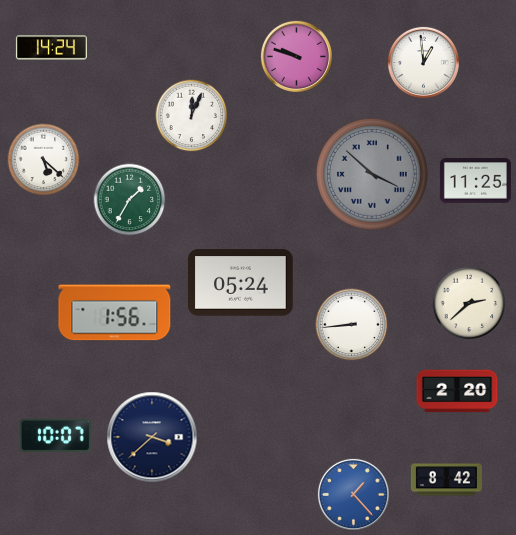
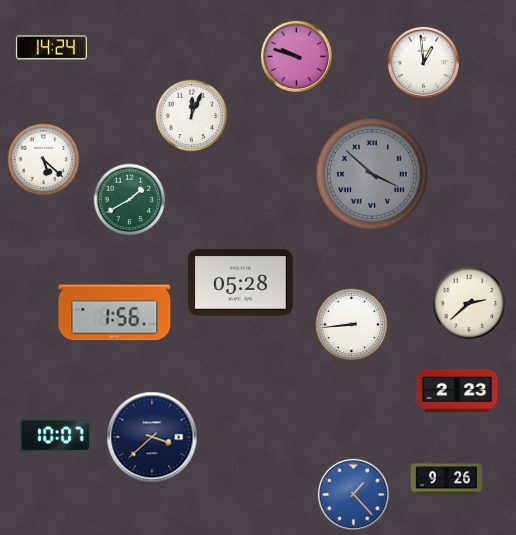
clock at (475, 181): 11:25 -> none
clock at (130, 200): 1:35 -> 1:40
clock at (241, 283): 05:24 -> 05:28
clock at (457, 391): 2:20 -> 2:23
clock at (446, 480): 8:42 -> 9:26
